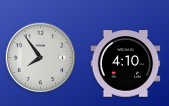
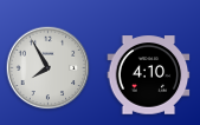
clock at (41, 58): 7:54 -> 7:55
